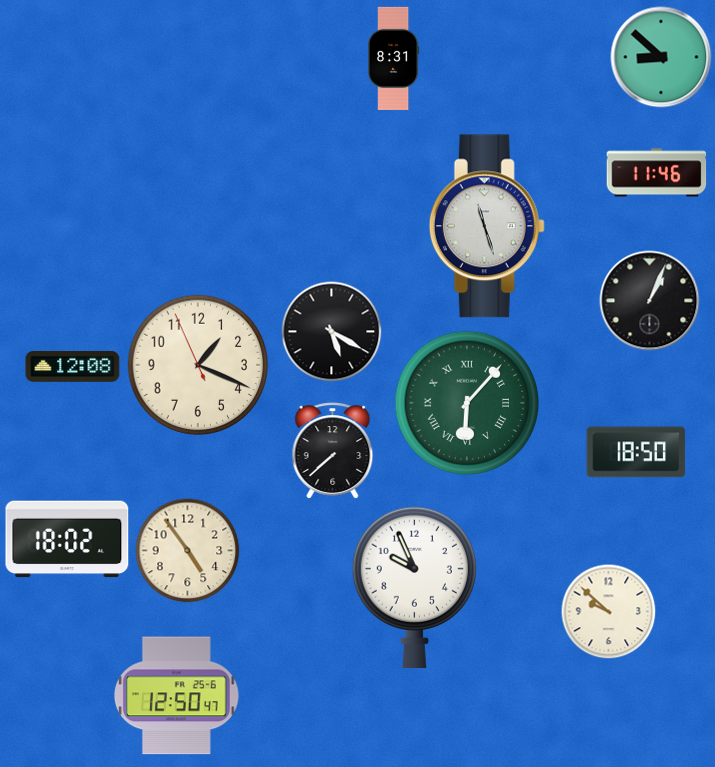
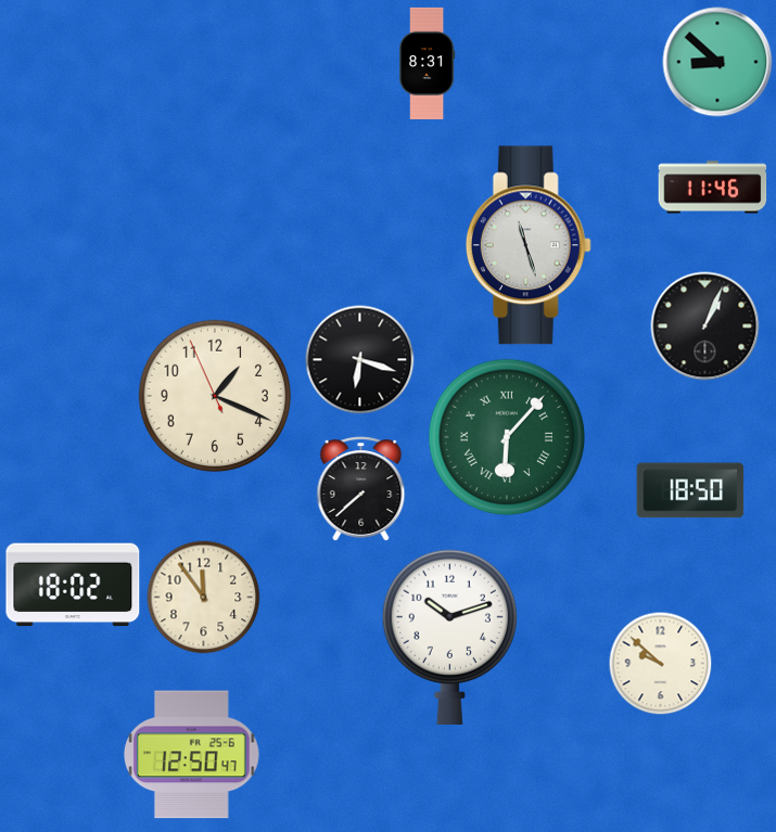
clock at (332, 332): 5:20 -> 6:18
clock at (73, 367): 12:08 -> none
clock at (188, 551): 4:54 -> 11:54
clock at (414, 587): 9:56 -> 10:12
